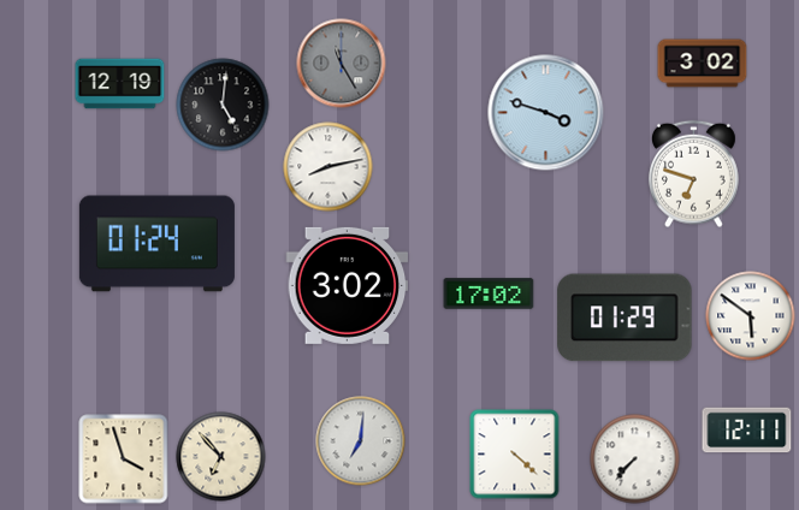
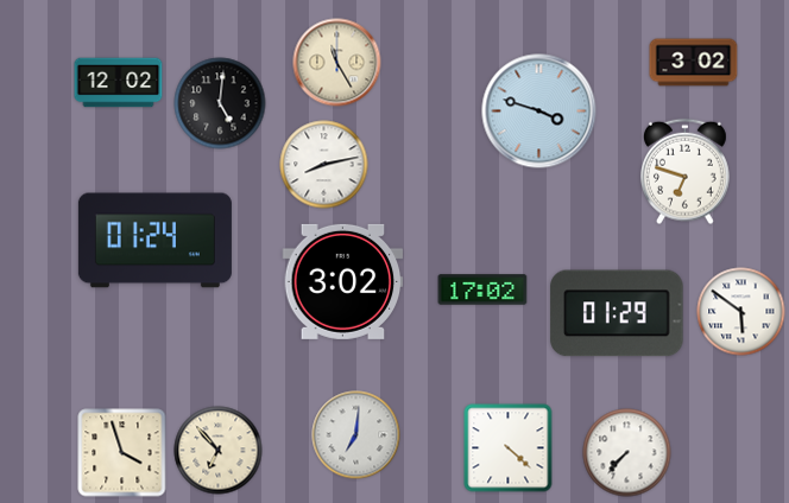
clock at (342, 64) dial: grey -> cream
clock at (120, 84): 12:19 -> 12:02
clock at (747, 431): 12:11 -> none
